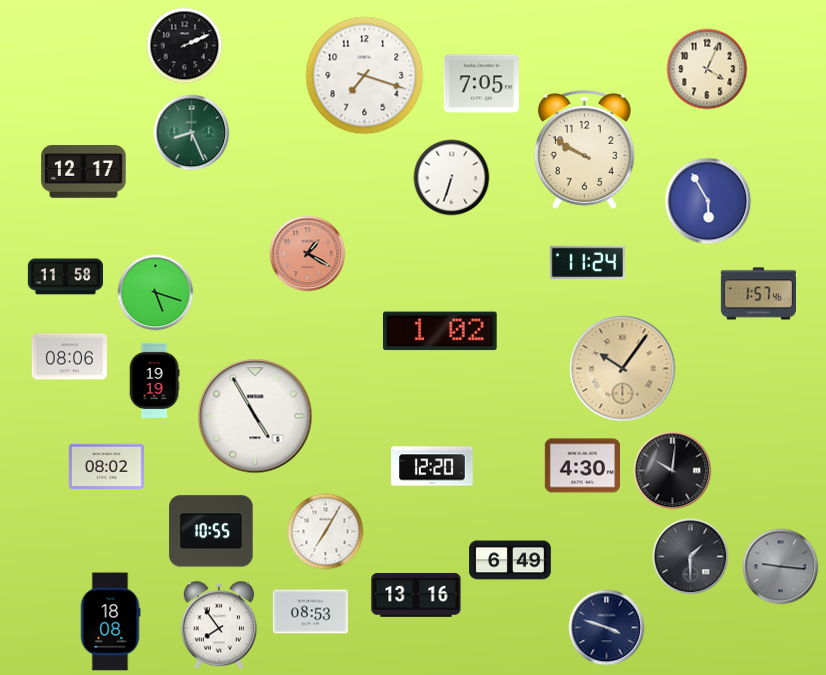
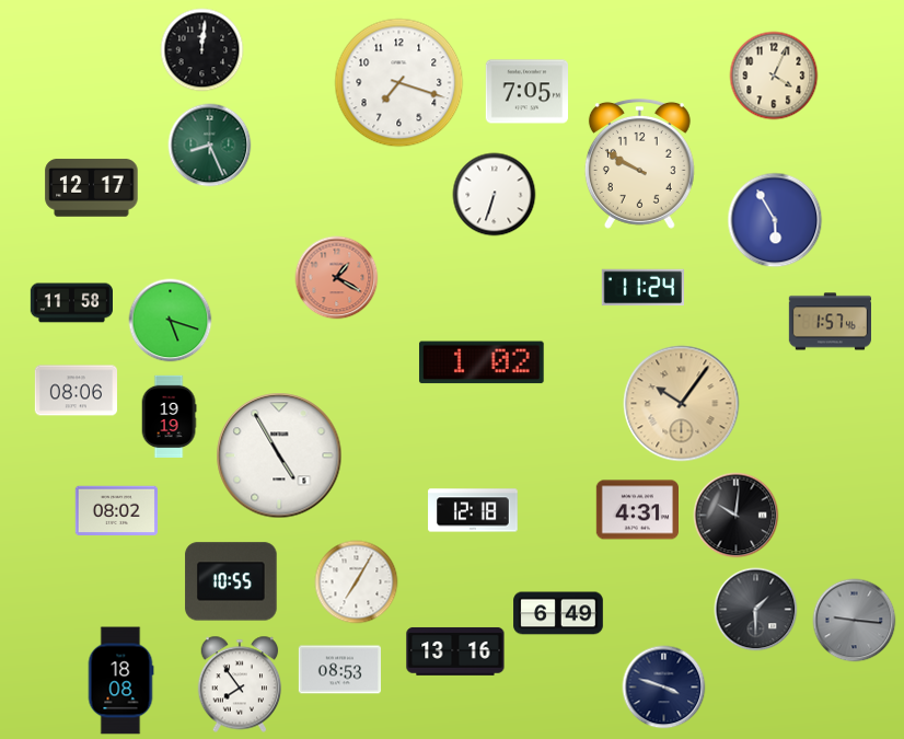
clock at (185, 46): 2:11 -> 12:01
clock at (432, 466): 12:20 -> 12:18
clock at (582, 466): 4:30 -> 4:31
